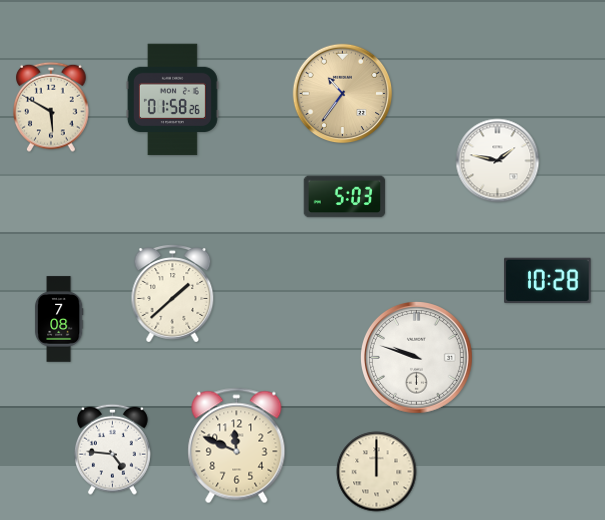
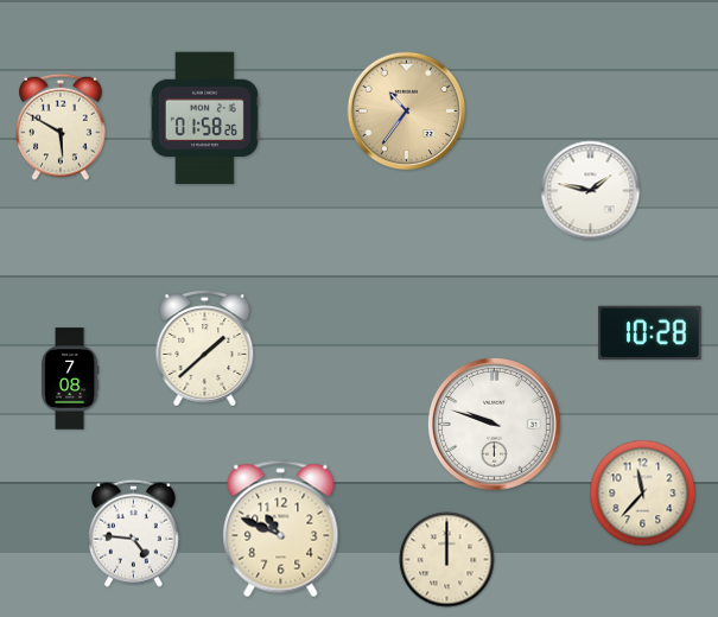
clock at (345, 197): 5:03 -> none
clock at (643, 494): none -> 11:37
clock at (237, 446): 11:49 -> 10:49
